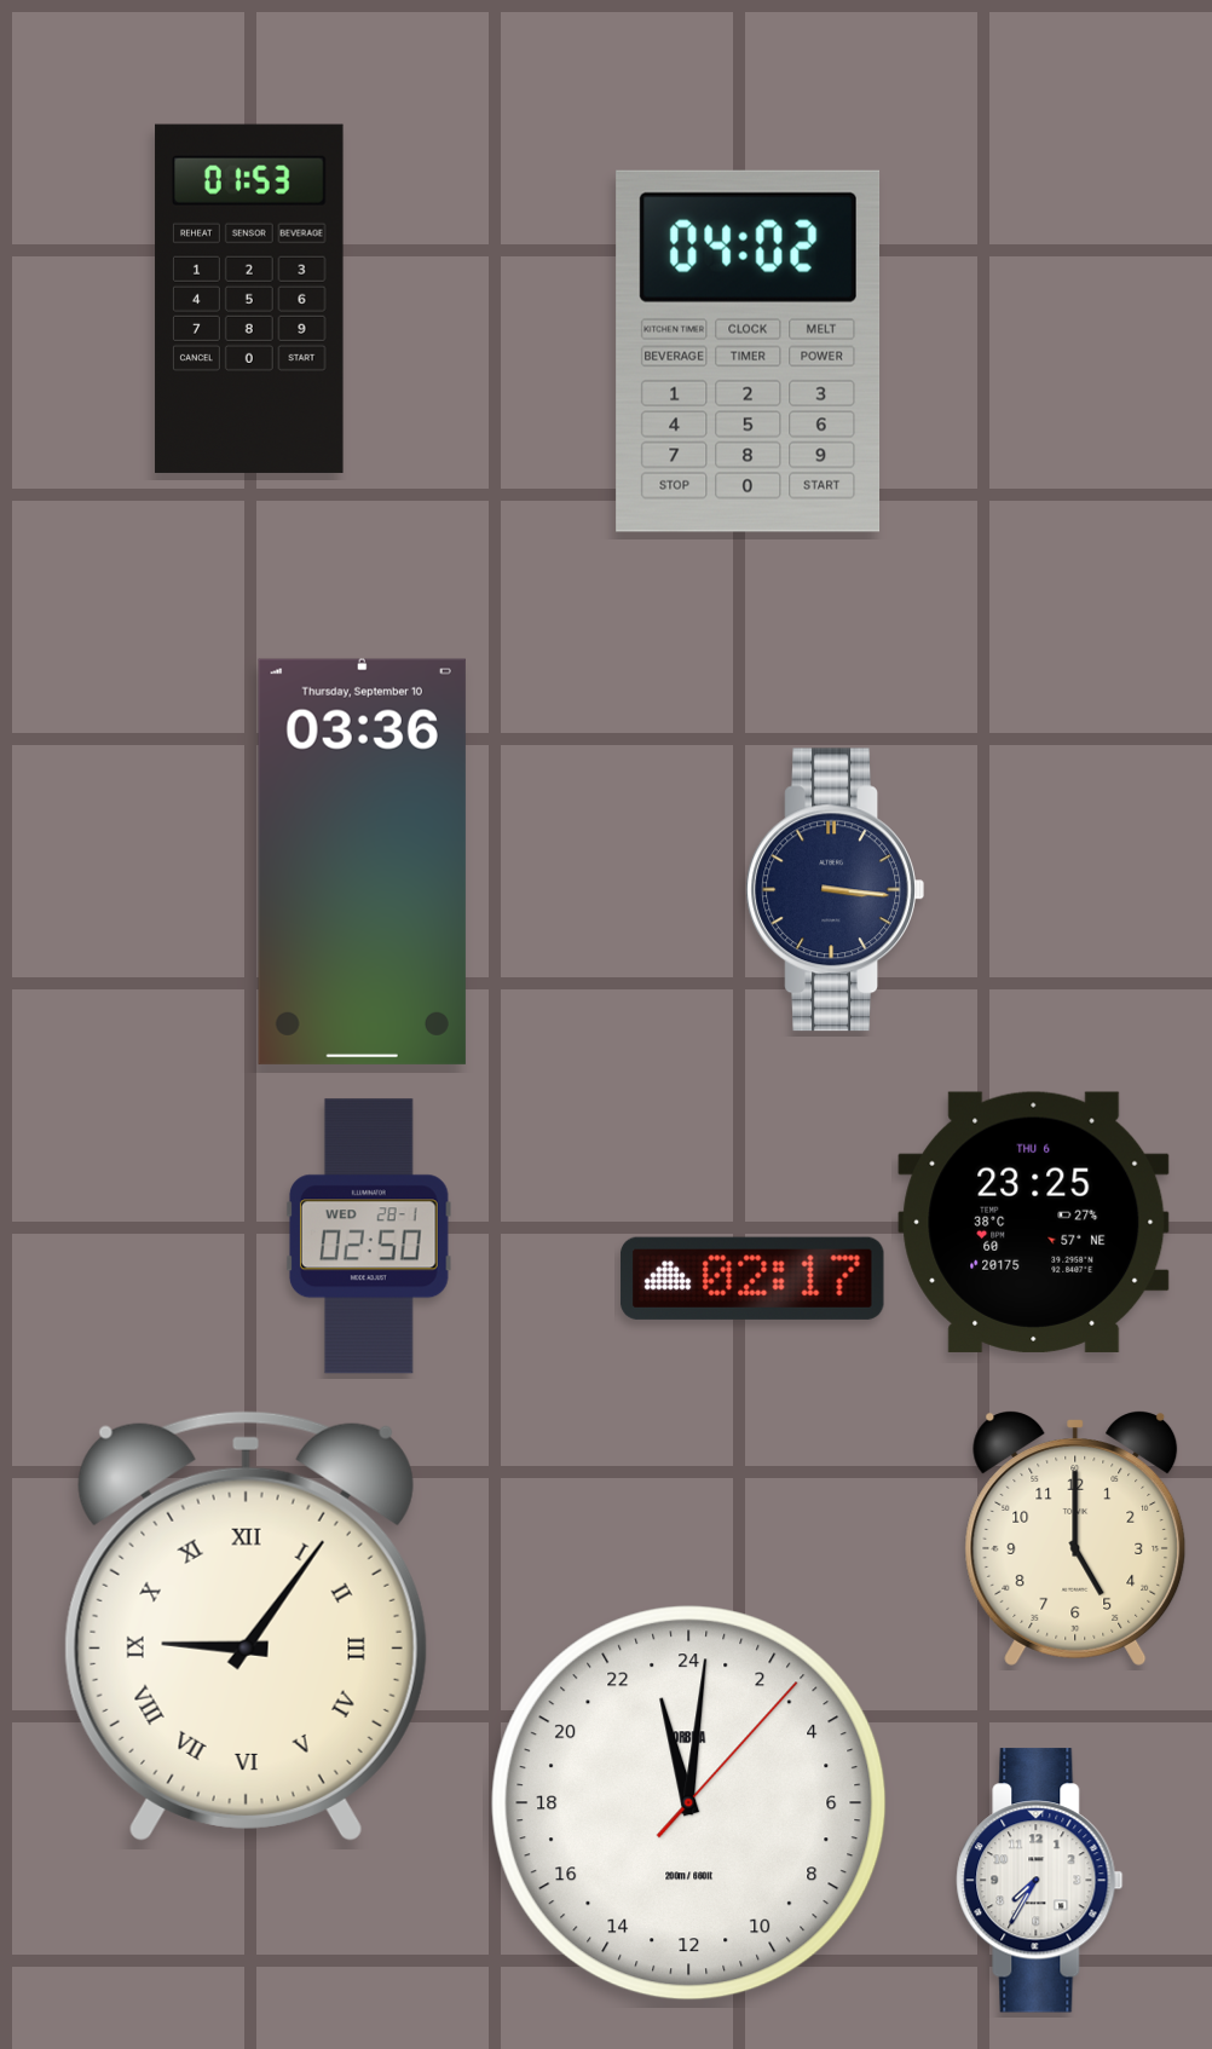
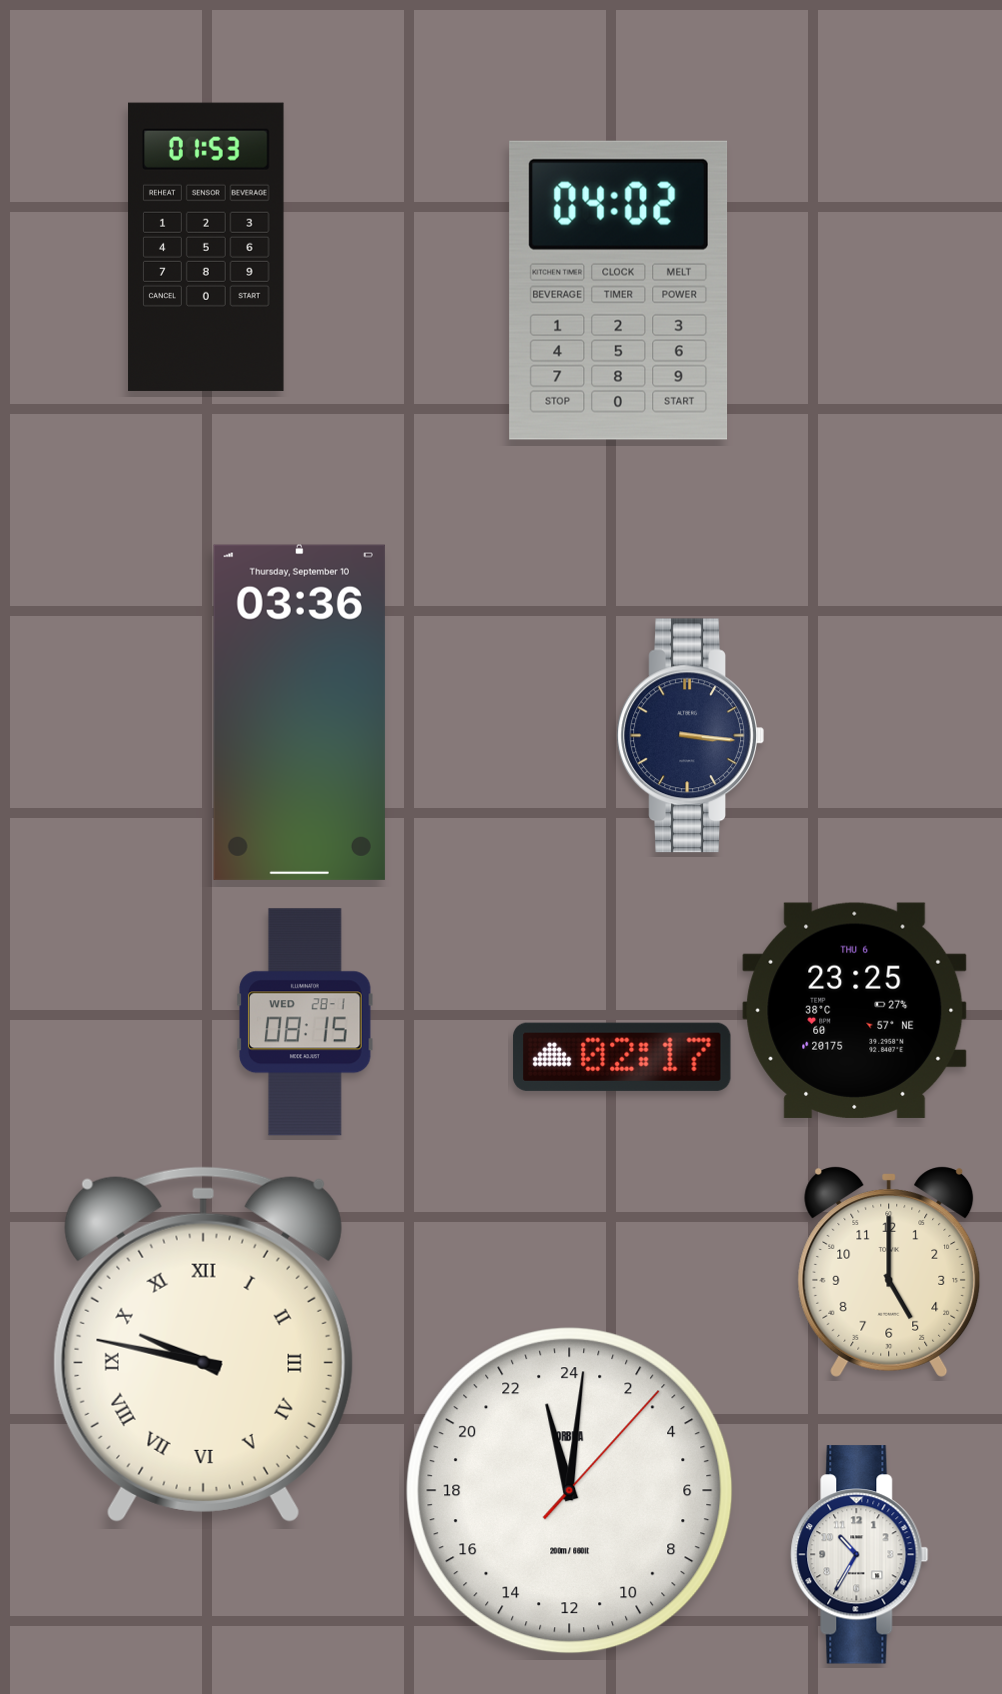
clock at (369, 1236): 02:50 -> 08:15
clock at (246, 1626): 9:06 -> 9:47
clock at (1040, 1881): 7:35 -> 10:35
